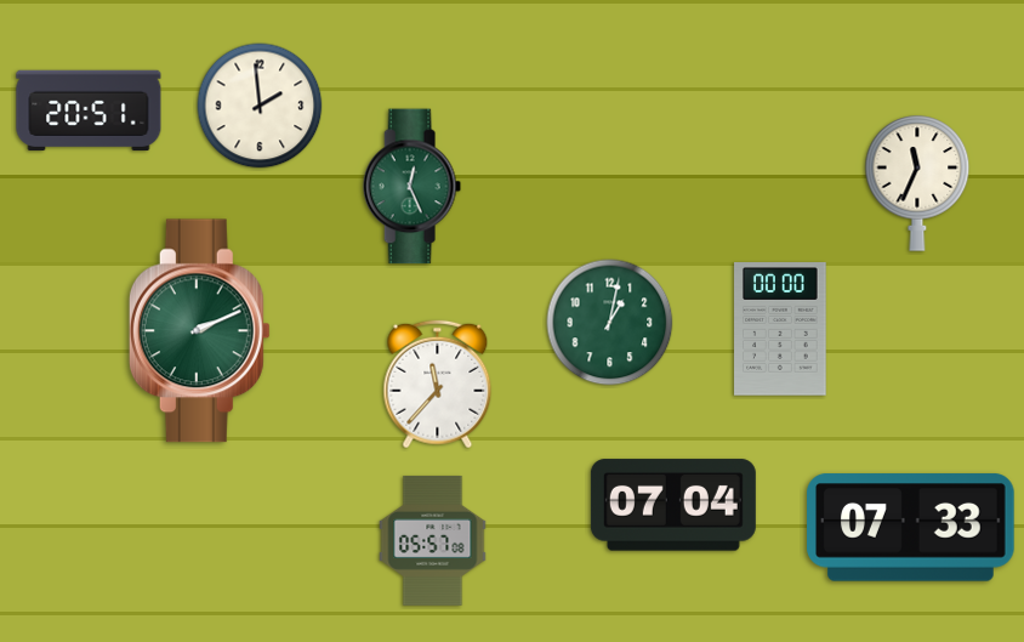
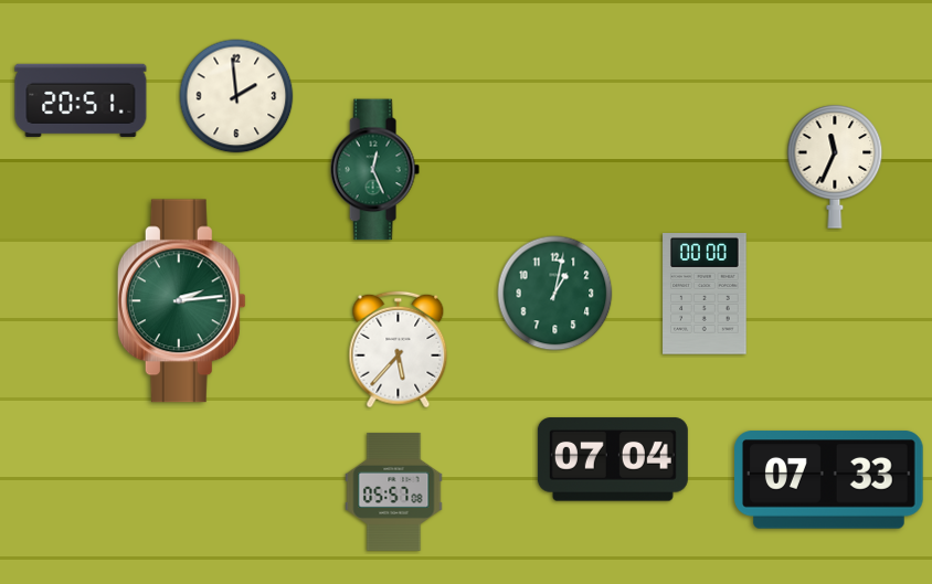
clock at (780, 329) position: (780, 329) -> (705, 294)
clock at (199, 331): 2:11 -> 2:14
clock at (438, 385): 11:37 -> 5:37
